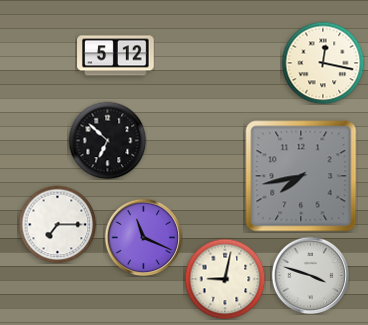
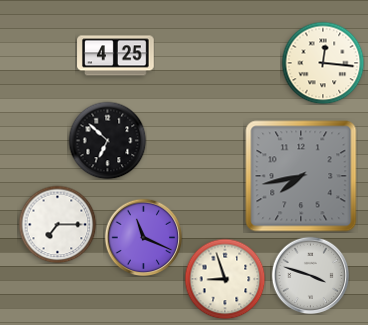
clock at (116, 56): 5:12 -> 4:25
clock at (323, 63): 12:17 -> 12:16
clock at (225, 279): 9:02 -> 8:57
